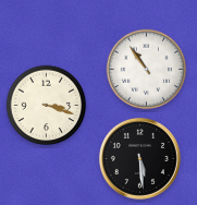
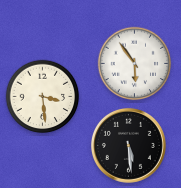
clock at (147, 70): 10:54 -> 5:54
clock at (47, 106): 3:18 -> 3:29
